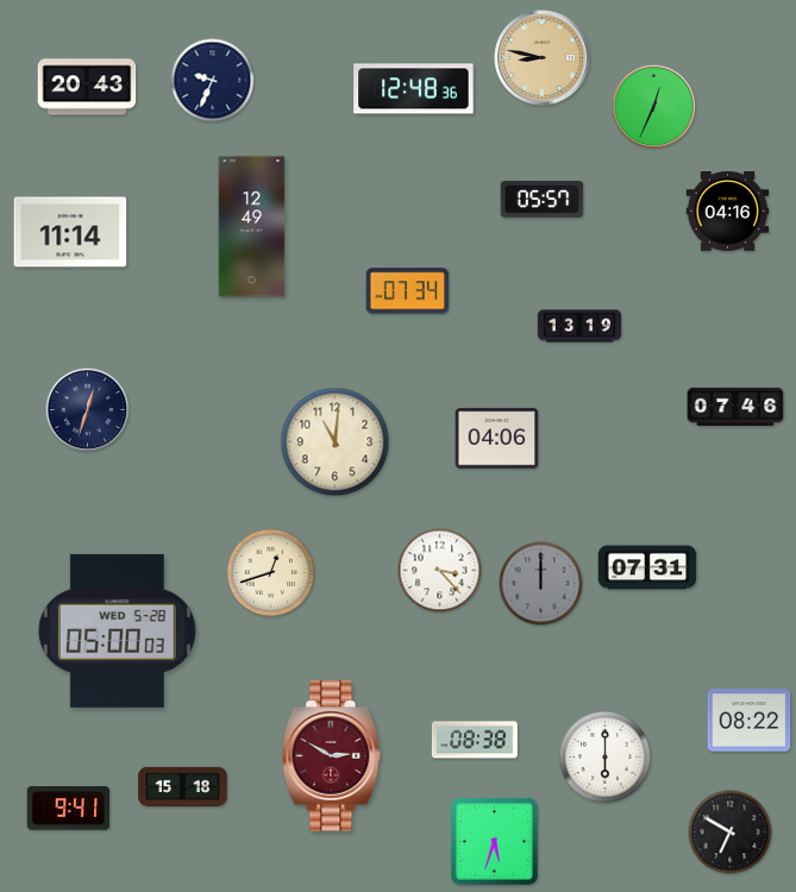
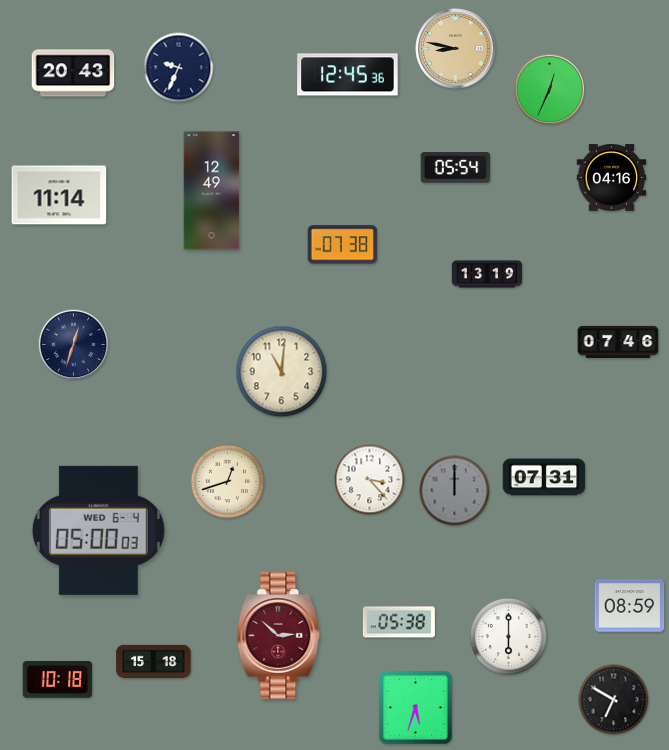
clock at (414, 89): 12:48 -> 12:45
clock at (543, 200): 05:57 -> 05:54
clock at (408, 291): 07:34 -> 07:38
clock at (497, 439): 04:06 -> none
clock at (117, 630) date: WED 5-28 -> WED 6-4
clock at (750, 721): 08:22 -> 08:59
clock at (475, 740): 08:38 -> 05:38
clock at (332, 756): 2:50 -> 2:52
clock at (69, 809): 9:41 -> 10:18
